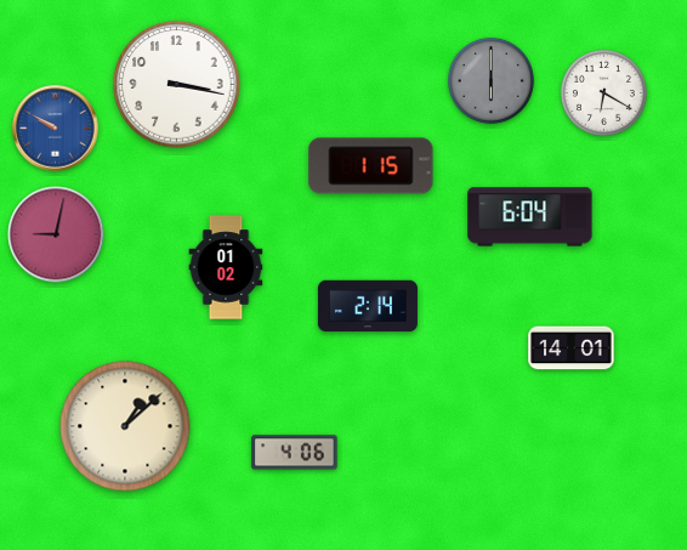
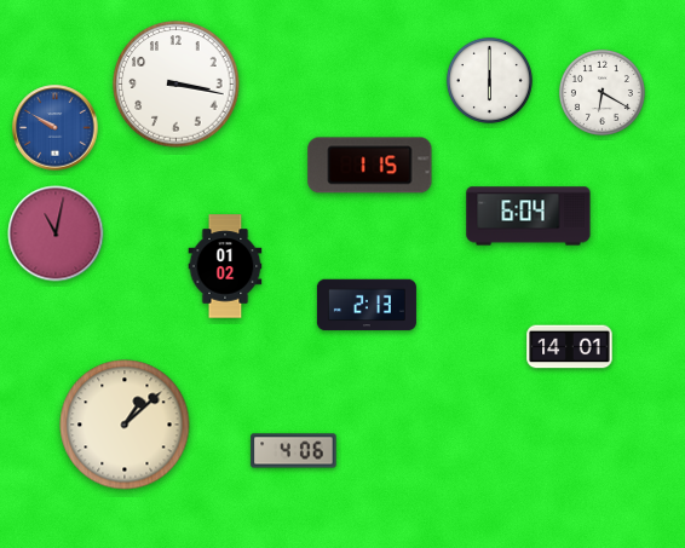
clock at (490, 80) dial: grey -> white
clock at (56, 234): 9:02 -> 11:02
clock at (368, 306): 2:14 -> 2:13
